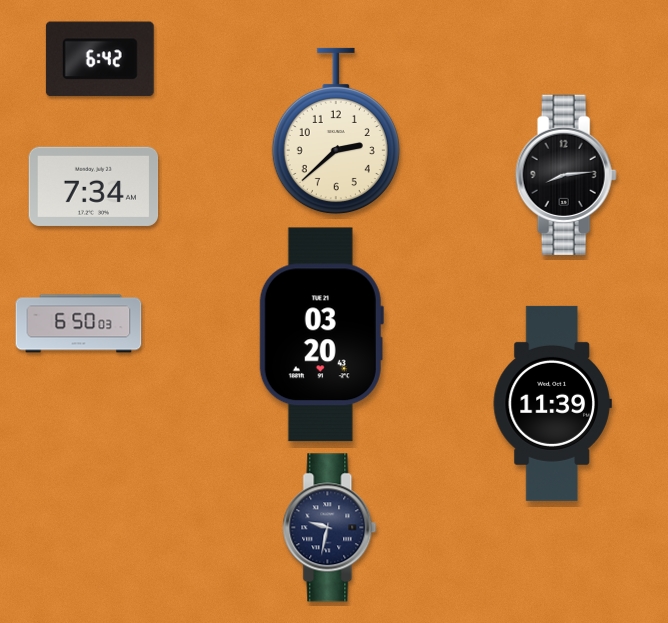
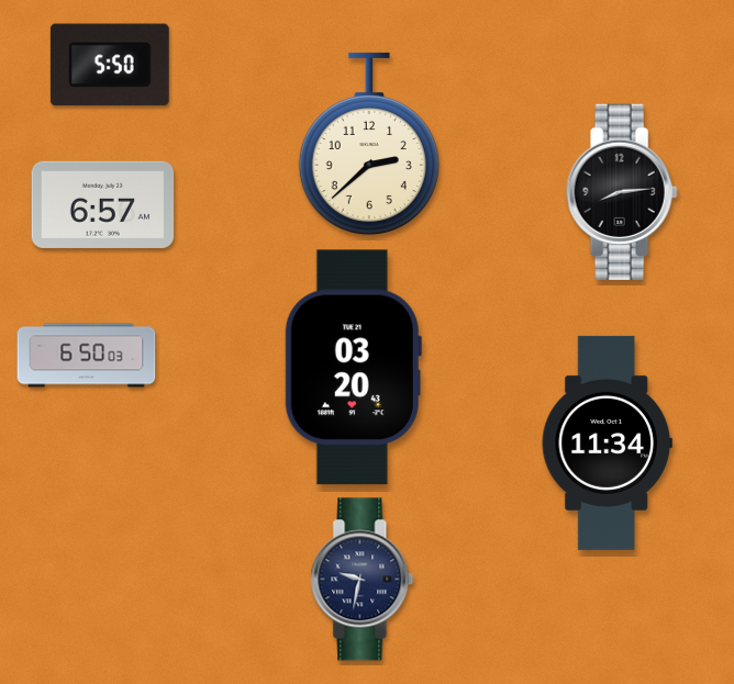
clock at (100, 59): 6:42 -> 5:50
clock at (94, 186): 7:34 -> 6:57
clock at (552, 403): 11:39 -> 11:34
